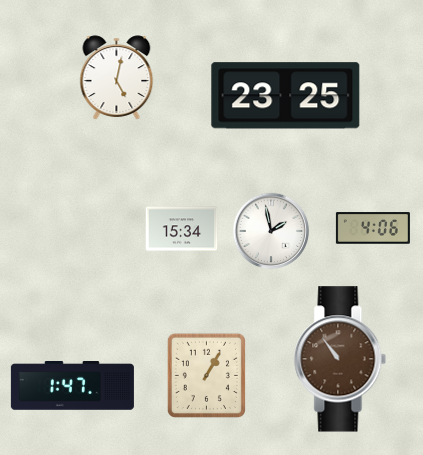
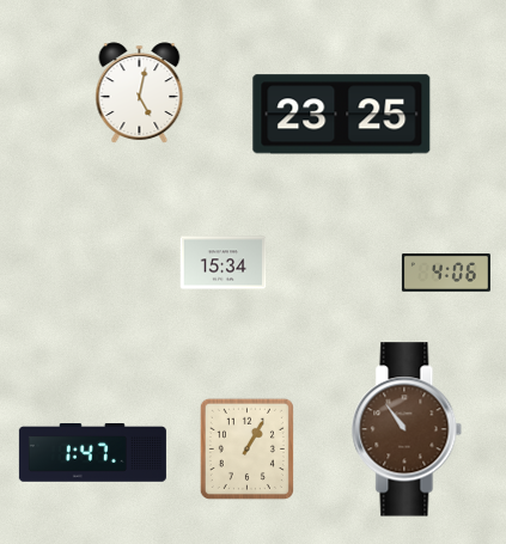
clock at (182, 229) position: (182, 229) -> (224, 263)
clock at (271, 231): 1:58 -> none
clock at (72, 386) position: (72, 386) -> (92, 453)
